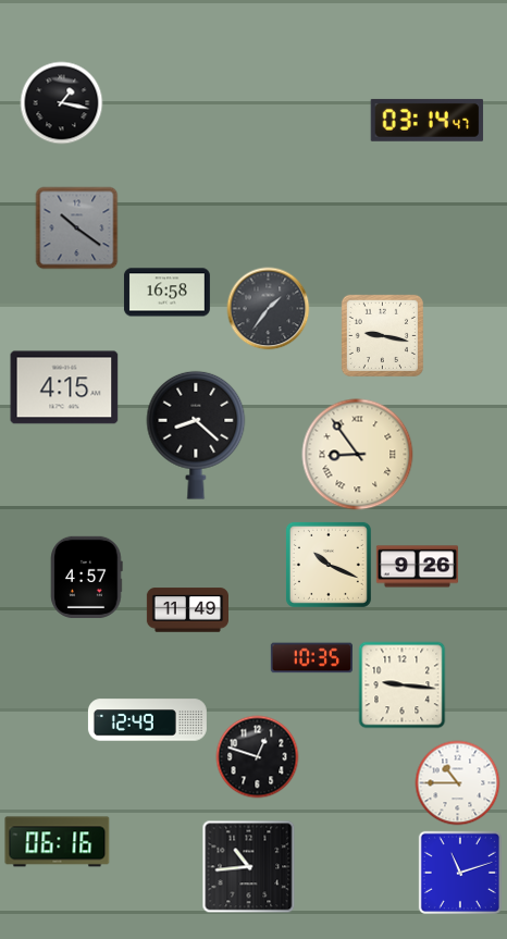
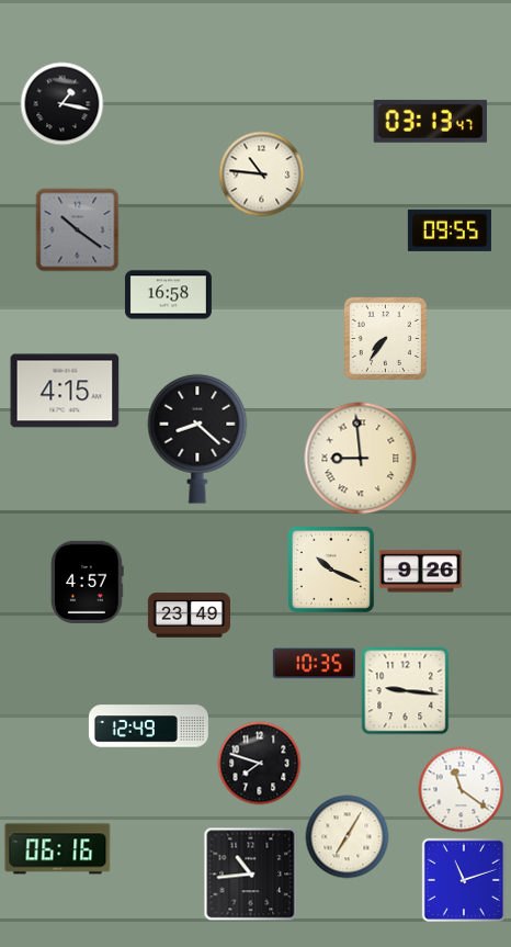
clock at (428, 120): 03:14 -> 03:13
clock at (262, 174): none -> 10:46
clock at (450, 230): none -> 09:55
clock at (269, 309): 1:36 -> none
clock at (382, 335): 9:17 -> 7:36
clock at (358, 455): 8:54 -> 8:59
clock at (187, 610): 11:49 -> 23:49
clock at (258, 757): 12:48 -> 7:48
clock at (458, 783): 10:45 -> 11:21
clock at (348, 837): none -> 7:05
